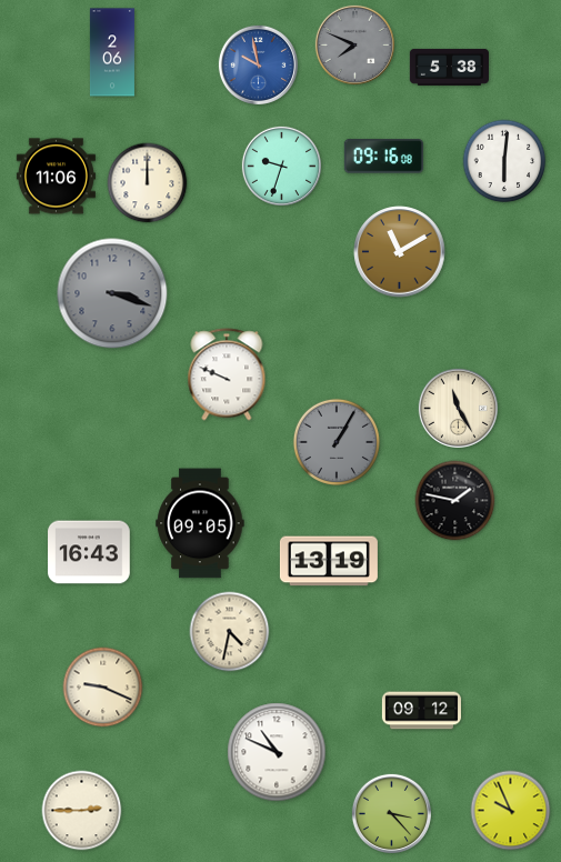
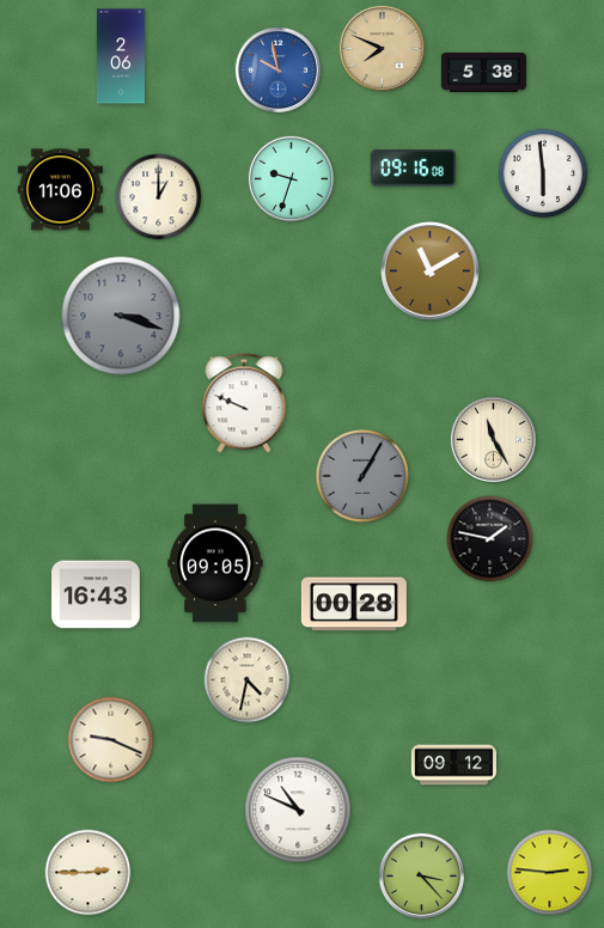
clock at (354, 44) dial: grey -> champagne
clock at (504, 161): 6:01 -> 5:59
clock at (281, 166) position: (281, 166) -> (291, 178)
clock at (148, 183): 12:00 -> 1:00
clock at (329, 561): 13:19 -> 00:28
clock at (511, 811): 9:56 -> 2:46
